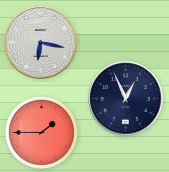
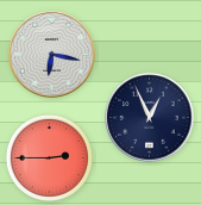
clock at (41, 43) position: (41, 43) -> (52, 55)
clock at (41, 132): 1:45 -> 2:45
